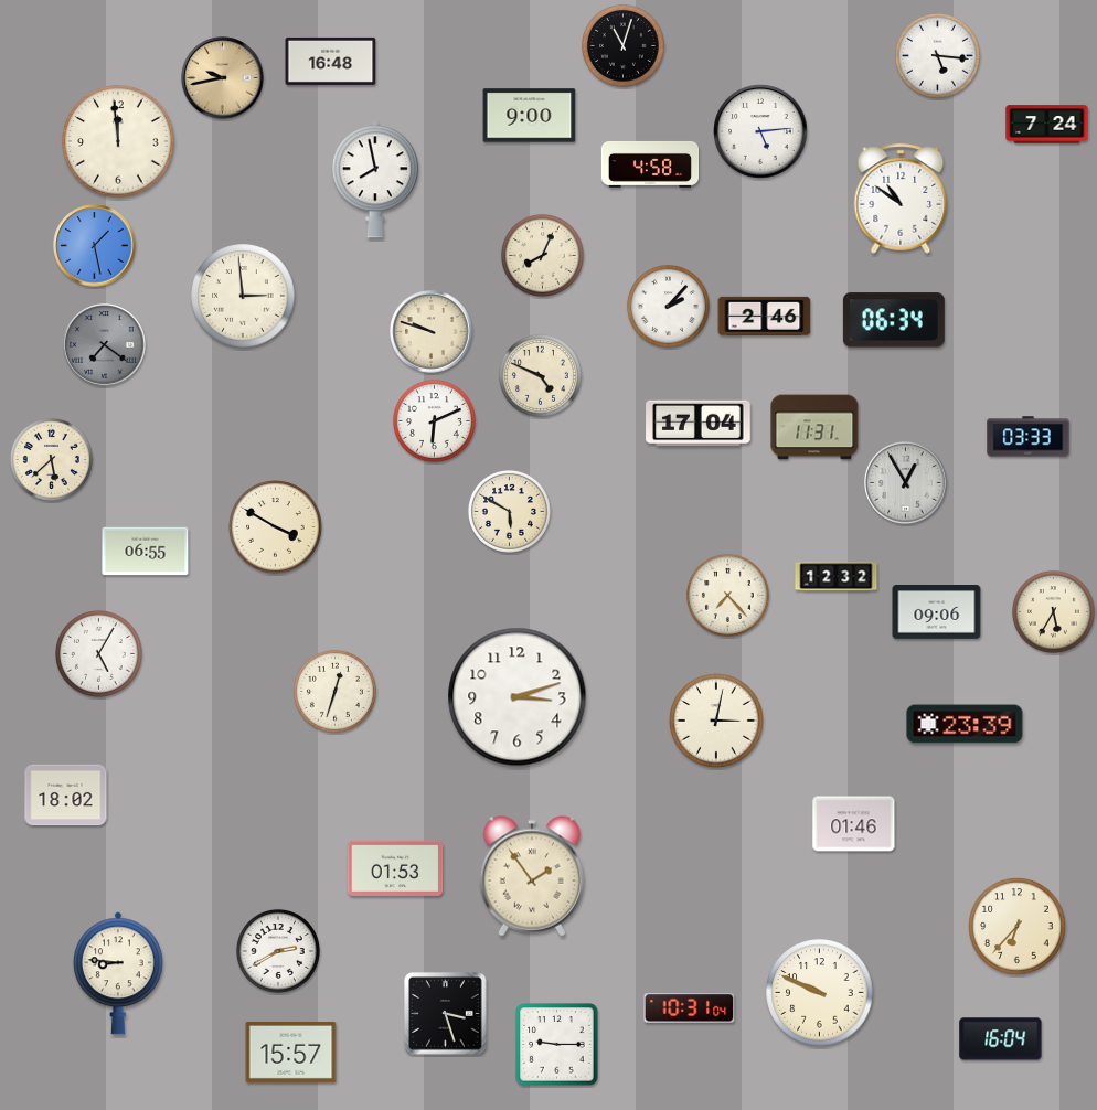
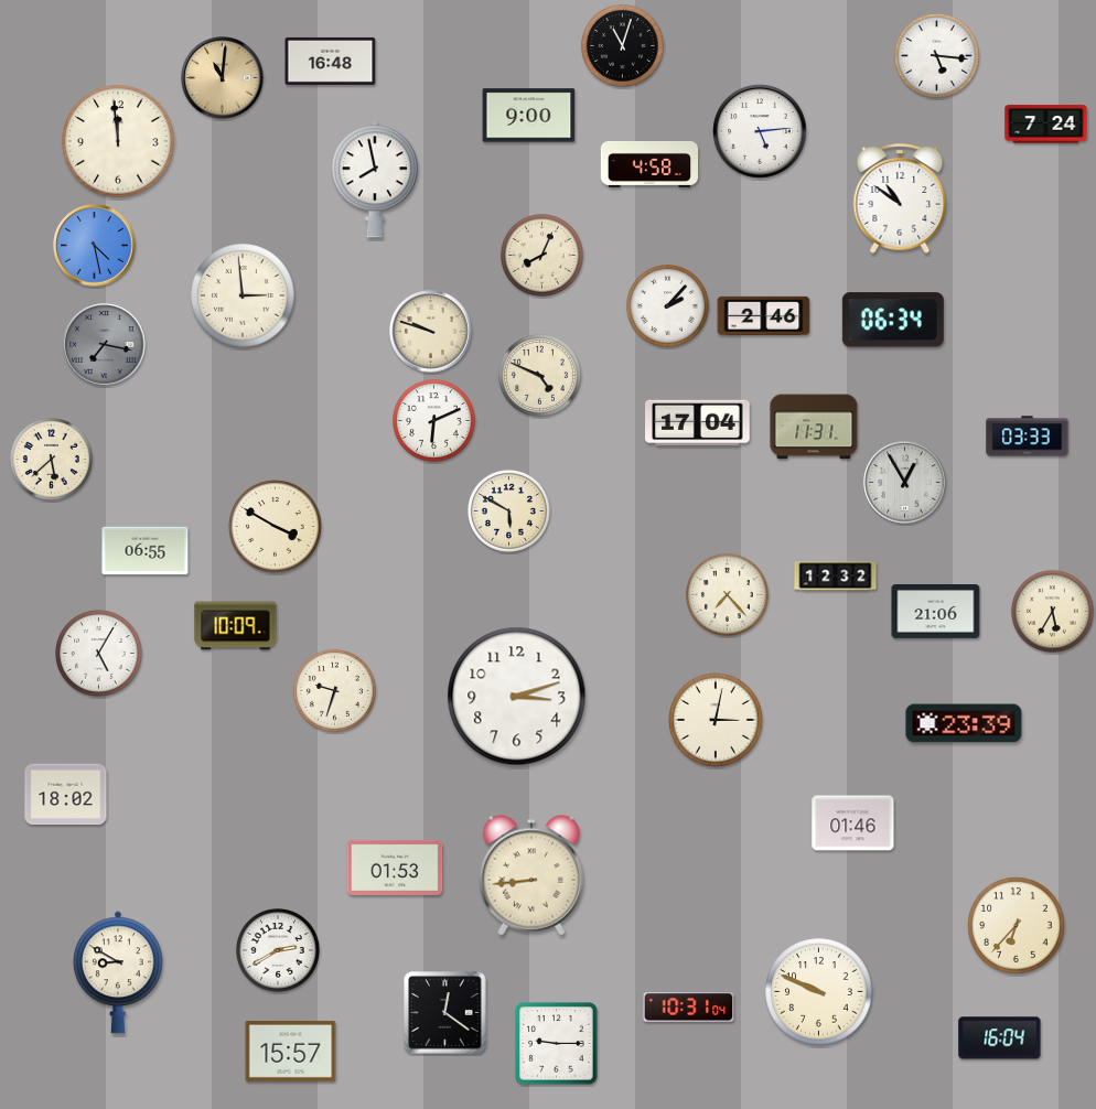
clock at (223, 78): 9:43 -> 11:01
clock at (95, 246): 1:28 -> 4:28
clock at (105, 345): 7:21 -> 7:17
clock at (937, 612): 09:06 -> 21:06
clock at (236, 626): none -> 10:09
clock at (334, 691): 12:33 -> 9:33
clock at (532, 876): 1:54 -> 8:44
clock at (118, 973): 8:46 -> 8:50
clock at (446, 1014): 3:27 -> 12:21
